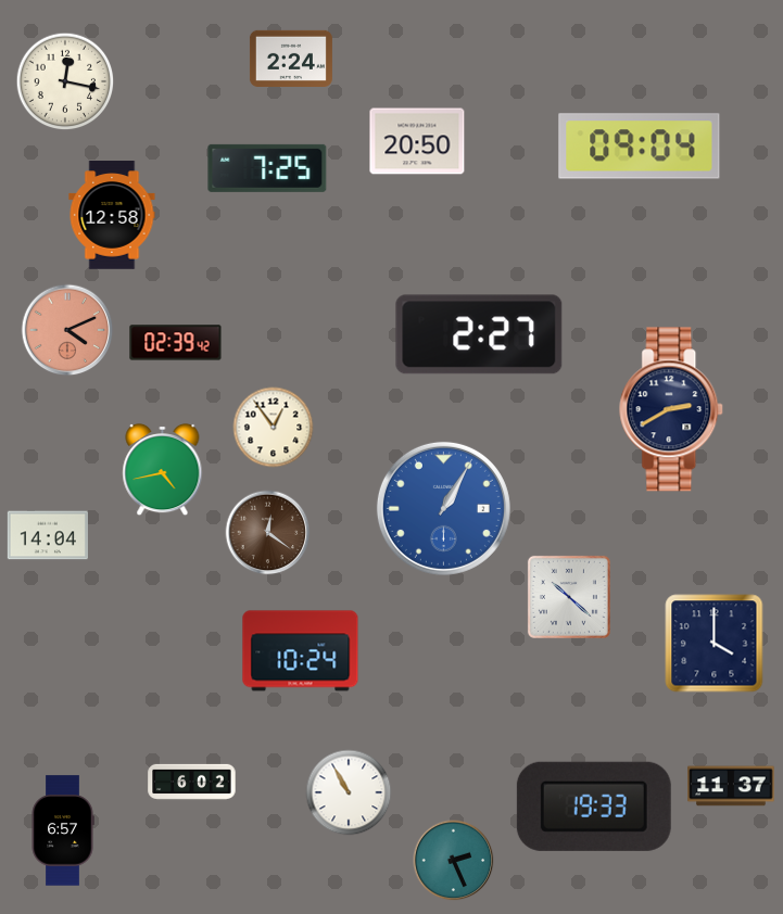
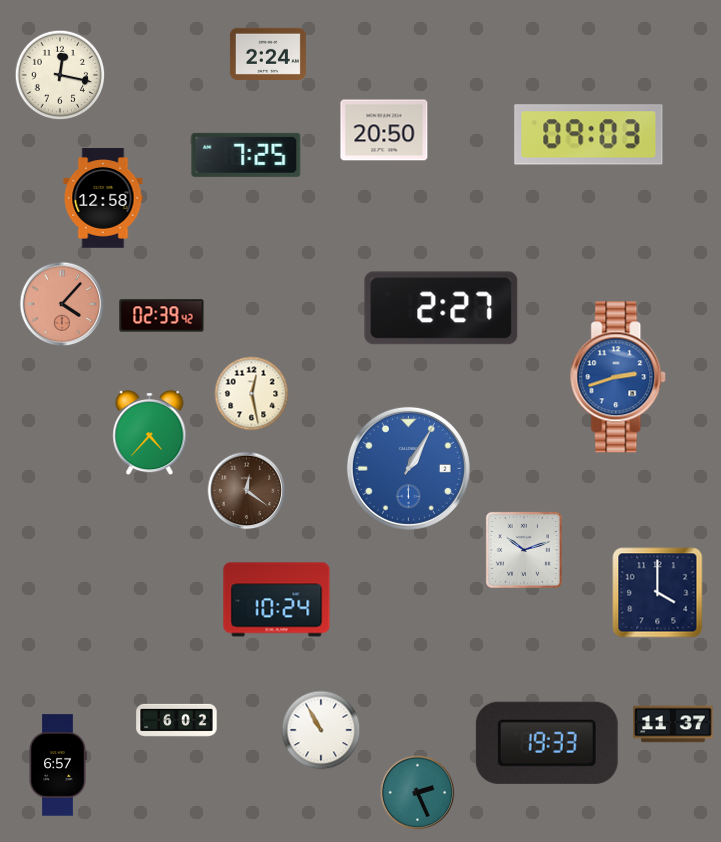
clock at (640, 147): 09:04 -> 09:03
clock at (67, 330): 4:11 -> 4:07
clock at (672, 409): 2:40 -> 2:42
clock at (672, 409) dial: navy -> blue
clock at (274, 428): 12:54 -> 12:28
clock at (163, 470): 4:43 -> 4:37
clock at (48, 535): 14:04 -> none
clock at (569, 597): 10:22 -> 10:12
